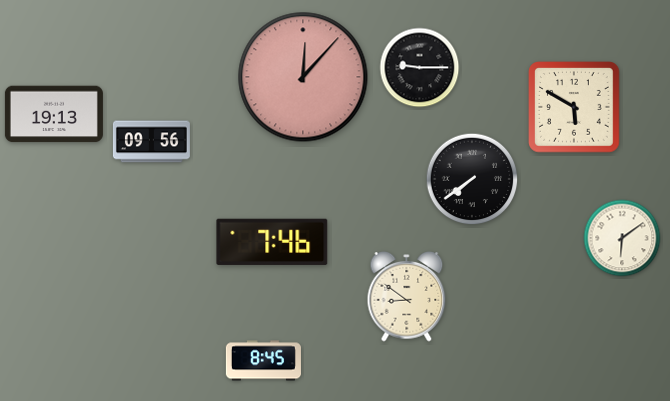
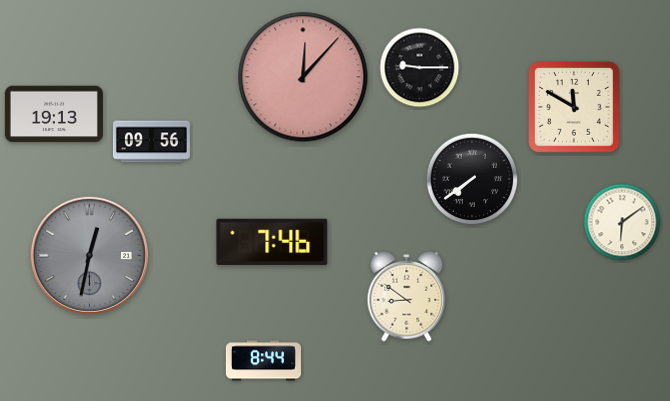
clock at (574, 107): 5:50 -> 11:50
clock at (622, 238) position: (622, 238) -> (622, 222)
clock at (89, 255): none -> 12:32
clock at (263, 361): 8:45 -> 8:44
